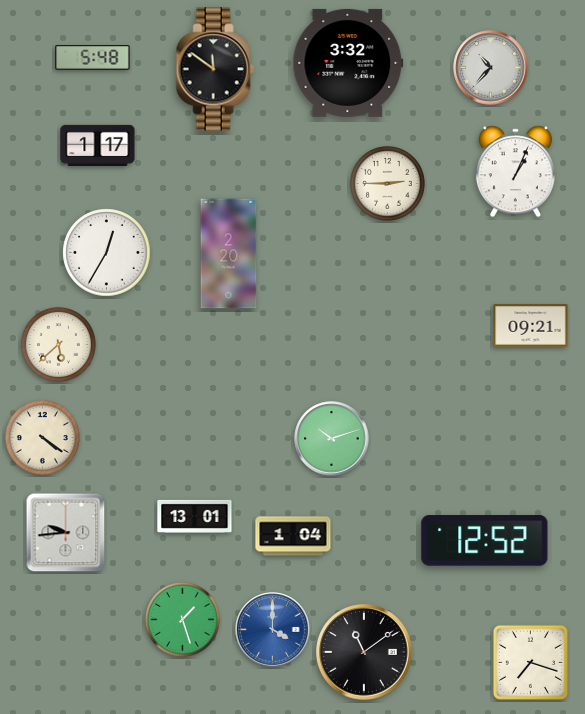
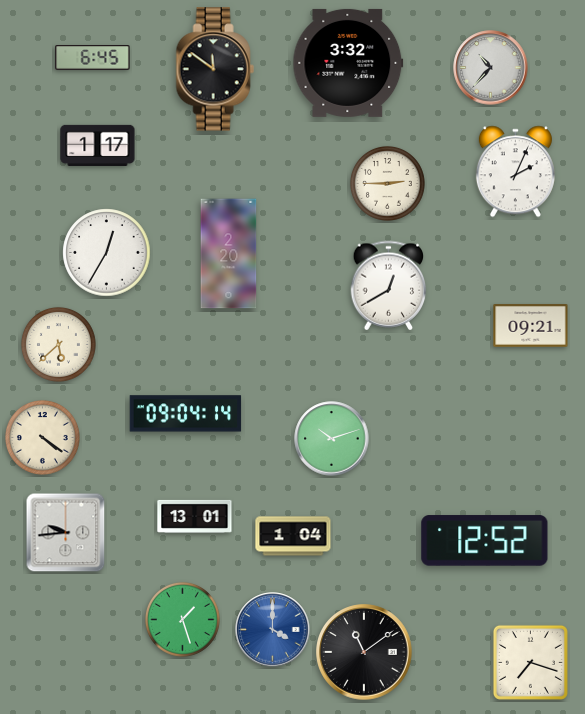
clock at (93, 58): 5:48 -> 6:45
clock at (515, 172): 1:04 -> 2:04
clock at (389, 286): none -> 12:40
clock at (186, 414): none -> 09:04
